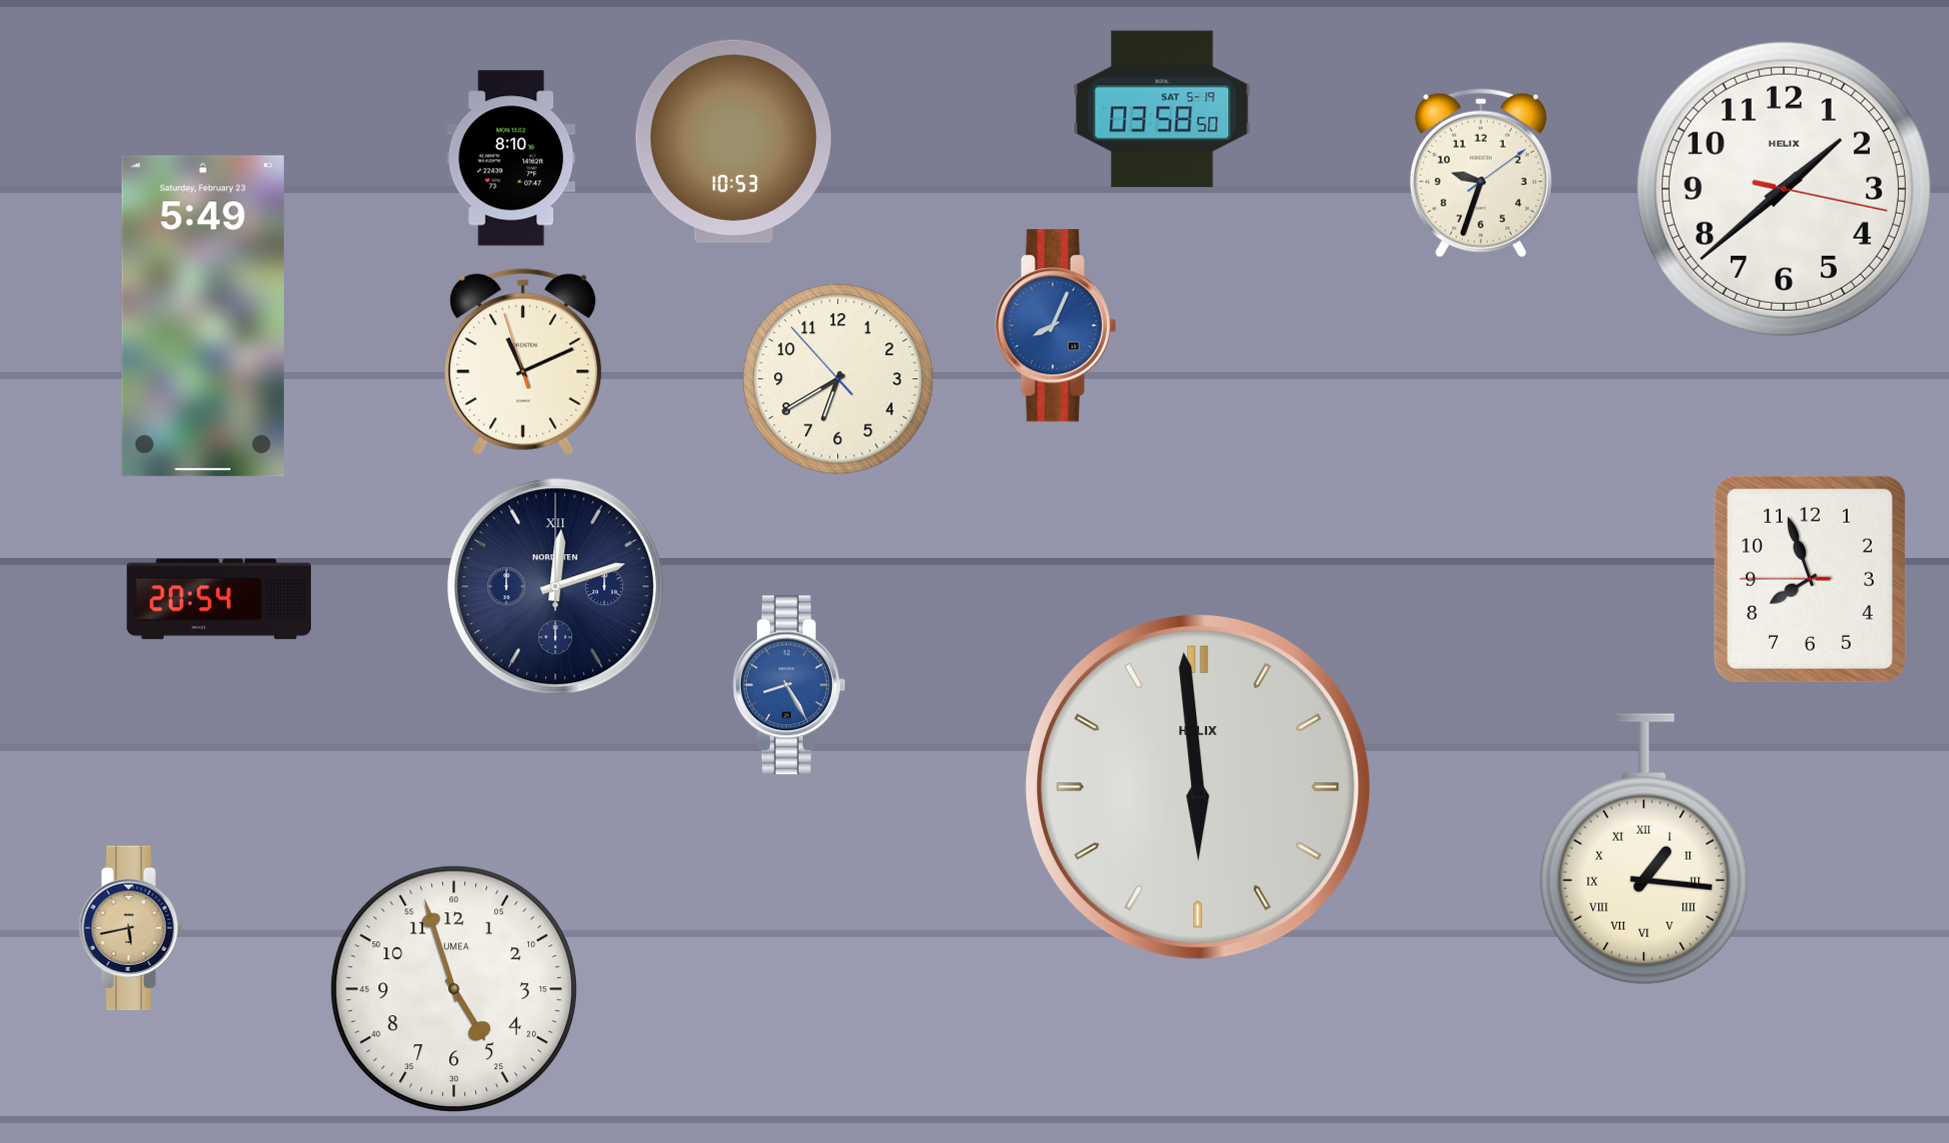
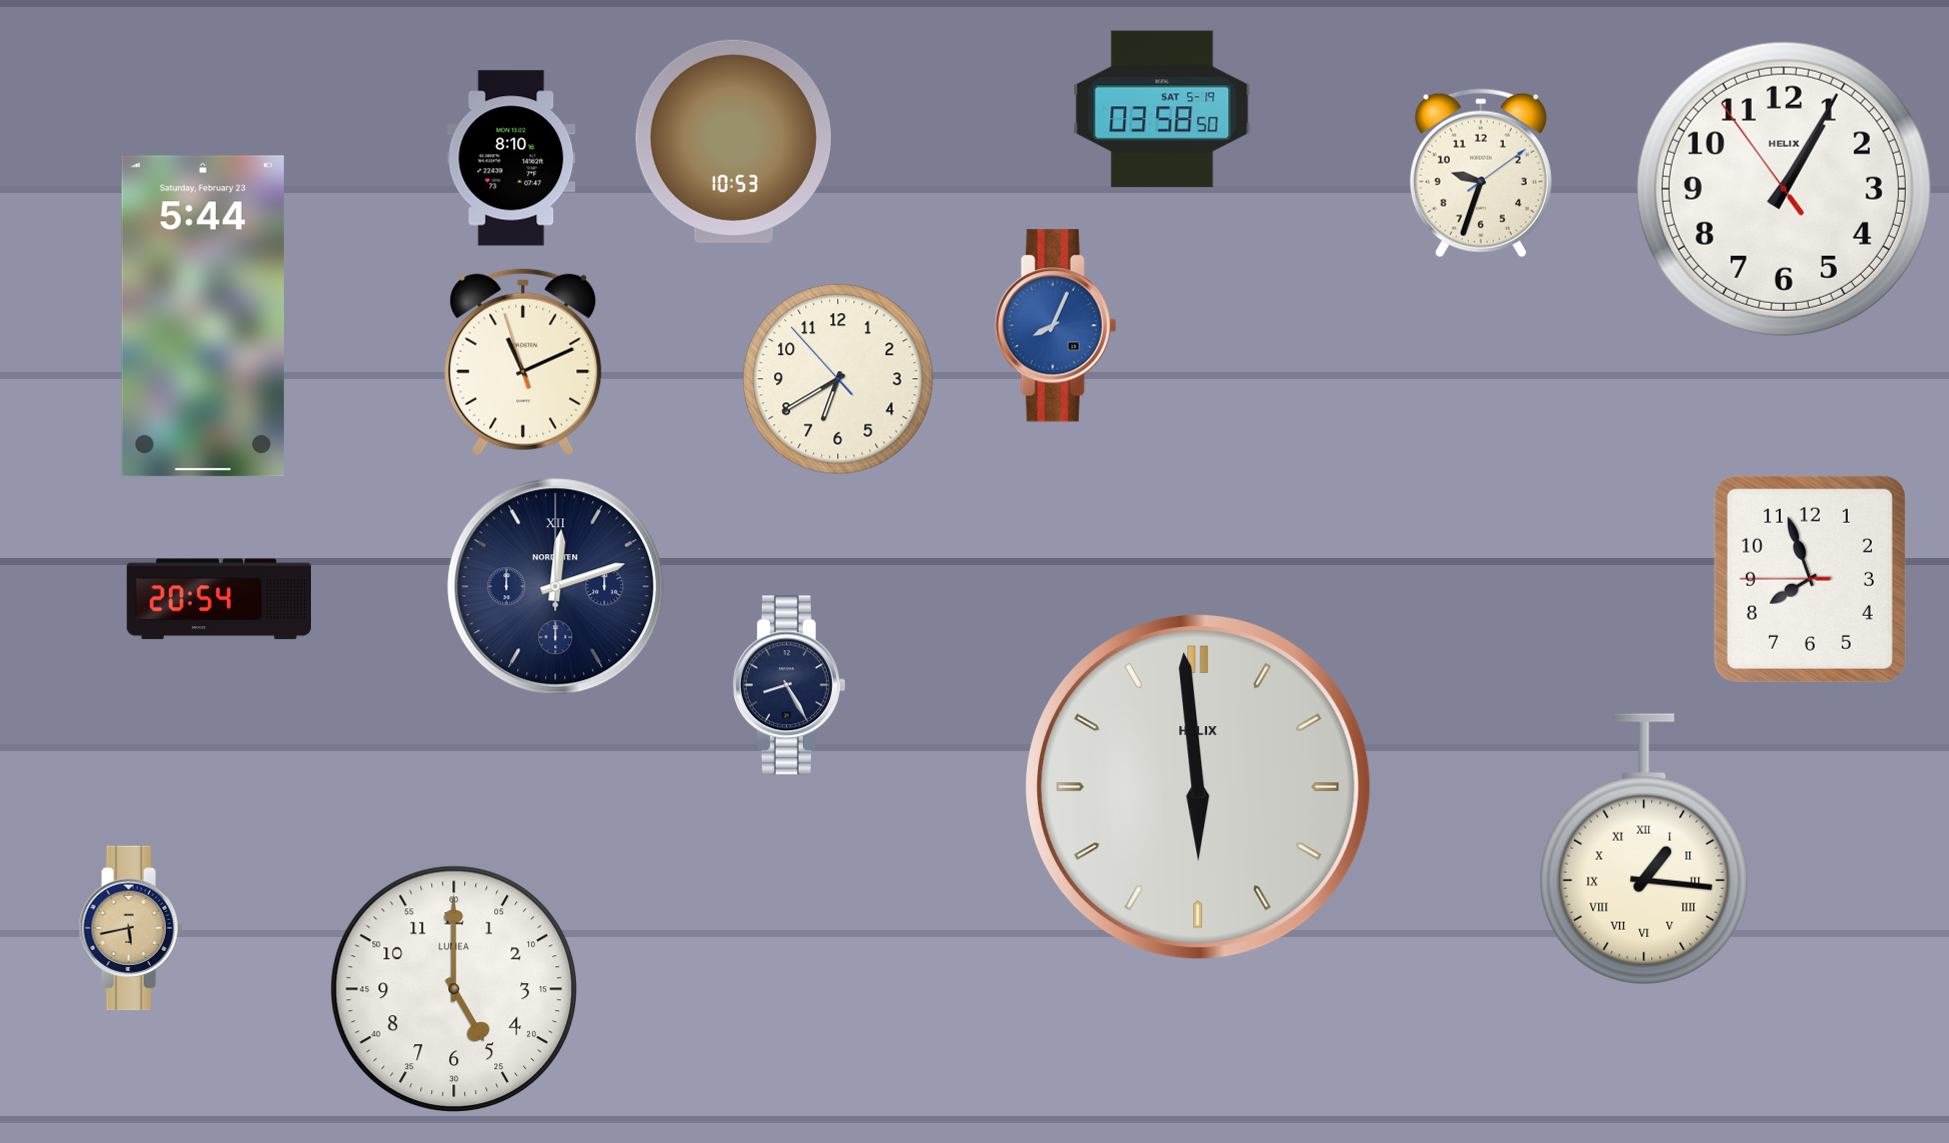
clock at (1784, 189): 1:38 -> 1:04
clock at (203, 316): 5:49 -> 5:44
clock at (789, 685) dial: blue -> navy
clock at (454, 989): 4:57 -> 5:00
